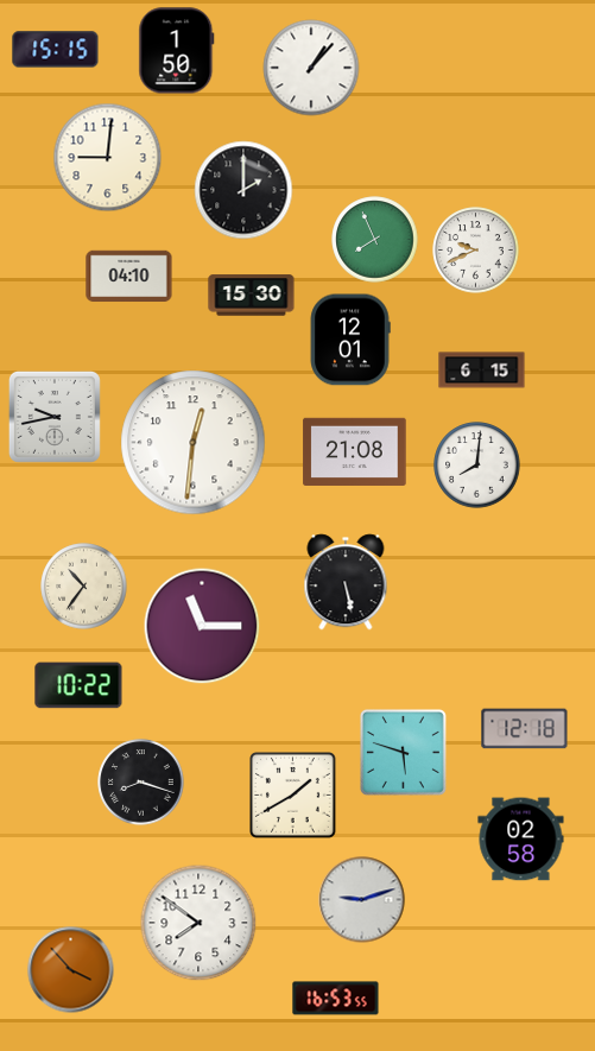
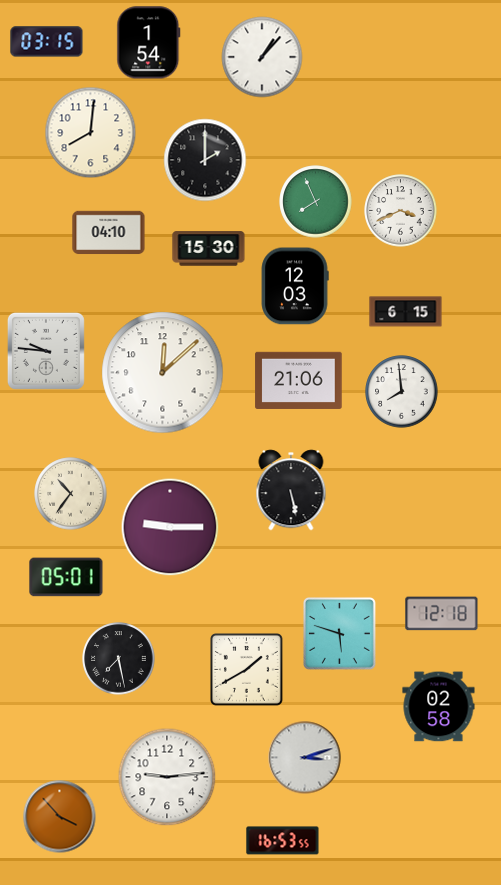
clock at (56, 50): 15:15 -> 03:15
clock at (177, 51): 1:50 -> 1:54
clock at (108, 158): 9:01 -> 8:01
clock at (476, 251): 9:41 -> 3:41
clock at (252, 296) position: (252, 296) -> (209, 249)
clock at (350, 340): 12:01 -> 12:03
clock at (55, 417): 9:43 -> 9:46
clock at (194, 443): 12:31 -> 12:08
clock at (355, 451): 21:08 -> 21:06
clock at (477, 466): 8:01 -> 7:59
clock at (202, 626): 11:15 -> 9:15
clock at (78, 685): 10:22 -> 05:01
clock at (141, 783): 8:18 -> 7:28
clock at (362, 900): 9:12 -> 3:12
clock at (198, 923): 7:51 -> 9:14
